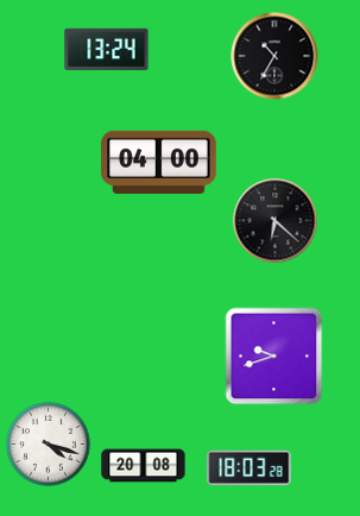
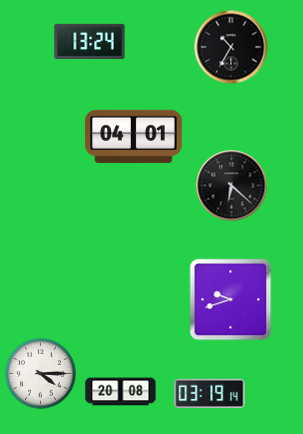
clock at (159, 162): 04:00 -> 04:01
clock at (49, 445): 4:18 -> 4:15
clock at (250, 467): 18:03 -> 03:19
